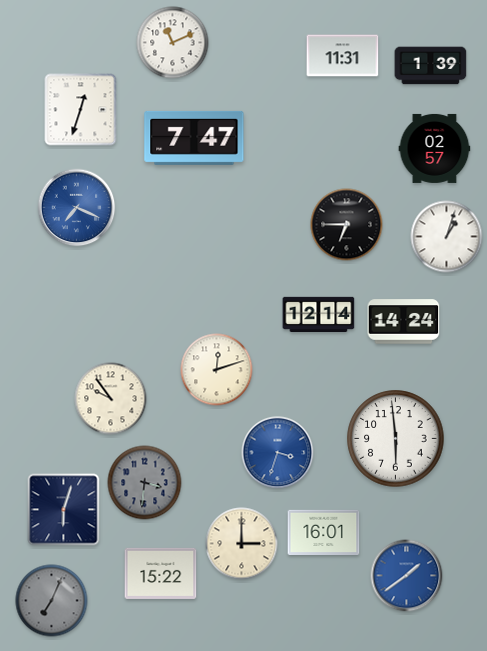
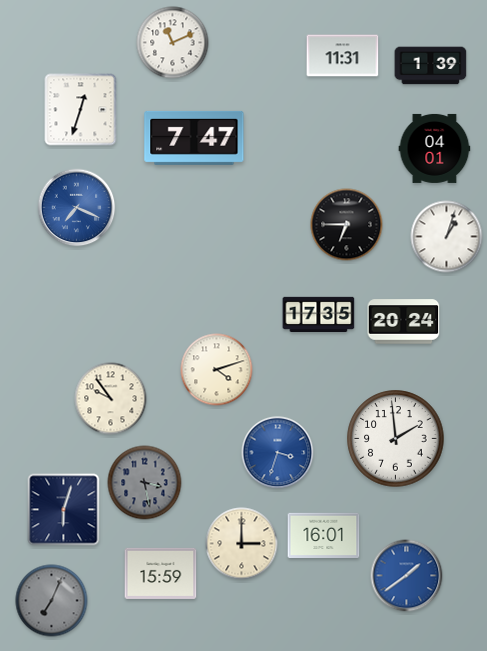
clock at (435, 148): 02:57 -> 04:01
clock at (319, 314): 12:14 -> 17:35
clock at (404, 322): 14:24 -> 20:24
clock at (217, 370): 12:12 -> 4:12
clock at (396, 439): 5:59 -> 1:59
clock at (145, 483): 3:31 -> 3:28
clock at (324, 532) position: (324, 532) -> (324, 535)
clock at (161, 573): 15:22 -> 15:59
